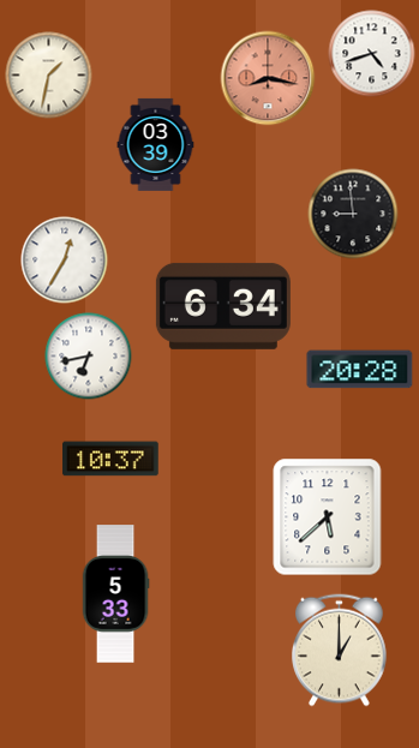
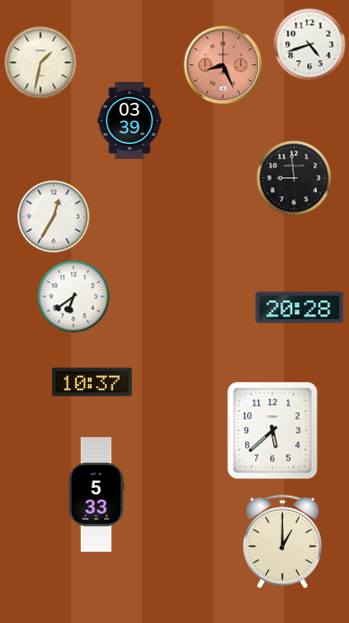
clock at (268, 78): 8:17 -> 8:26
clock at (223, 306): 6:34 -> none
clock at (89, 357): 6:43 -> 6:39
